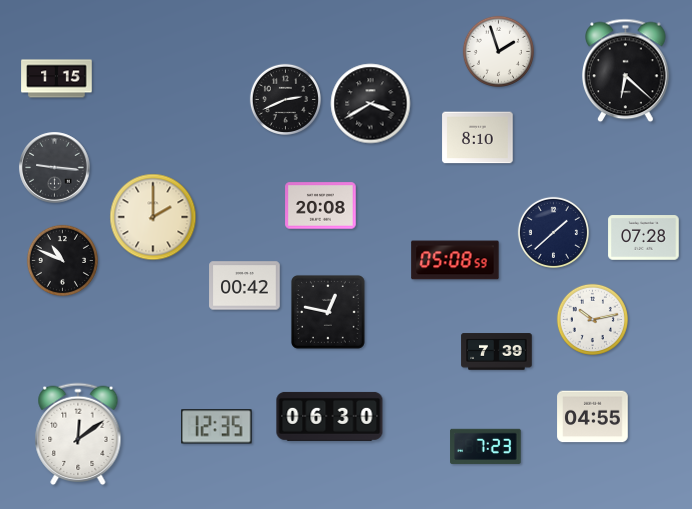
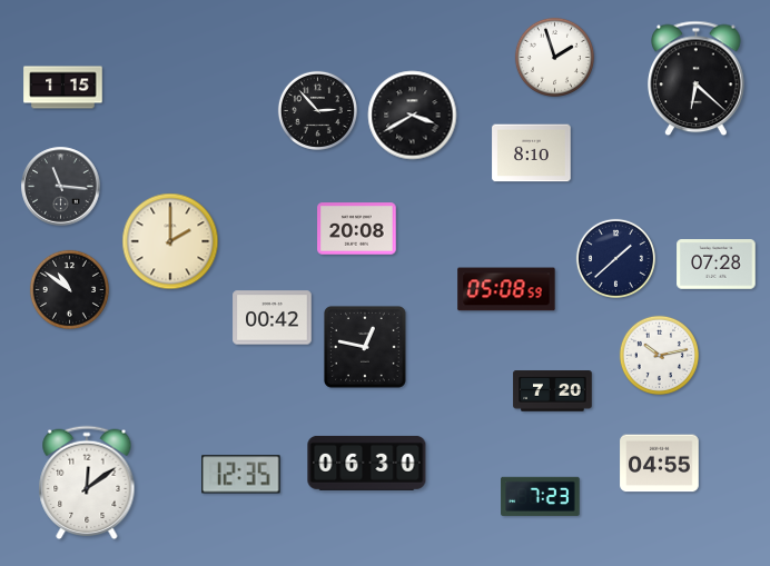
clock at (285, 99): 2:41 -> 2:53
clock at (55, 168): 9:16 -> 11:16
clock at (62, 260): 10:49 -> 10:51
clock at (497, 352): 7:39 -> 7:20
